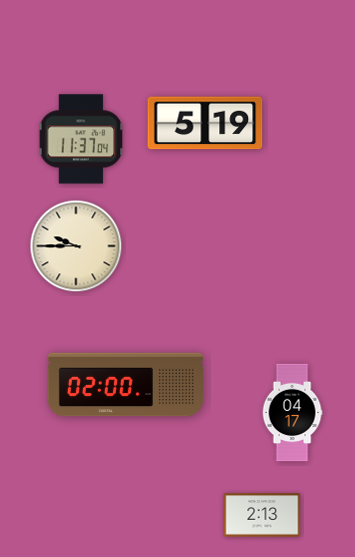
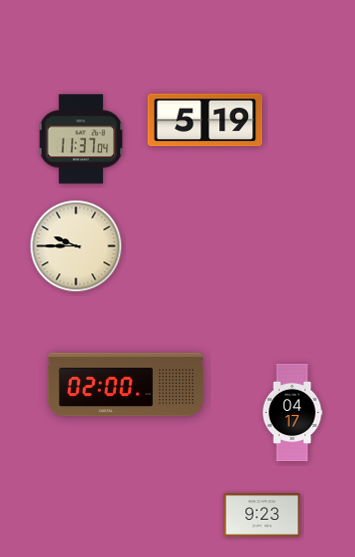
clock at (205, 123) position: (205, 123) -> (205, 120)
clock at (262, 515): 2:13 -> 9:23
